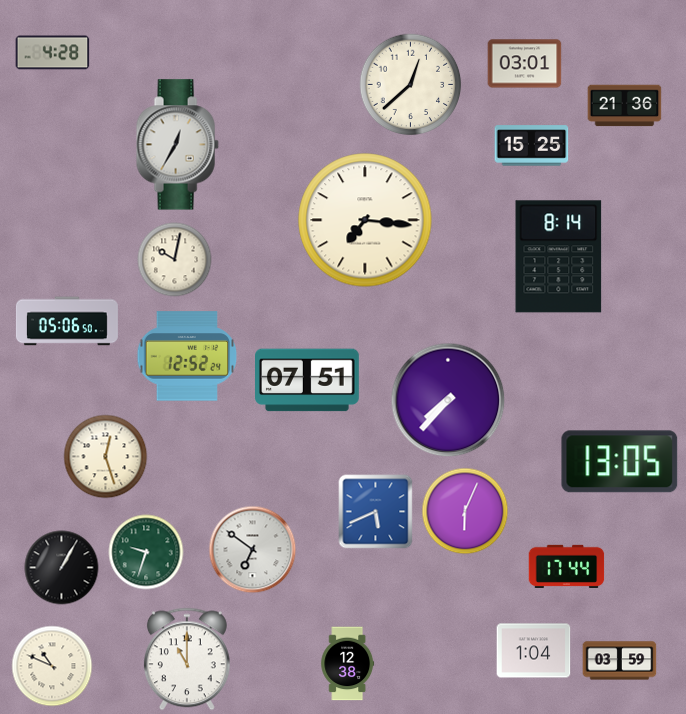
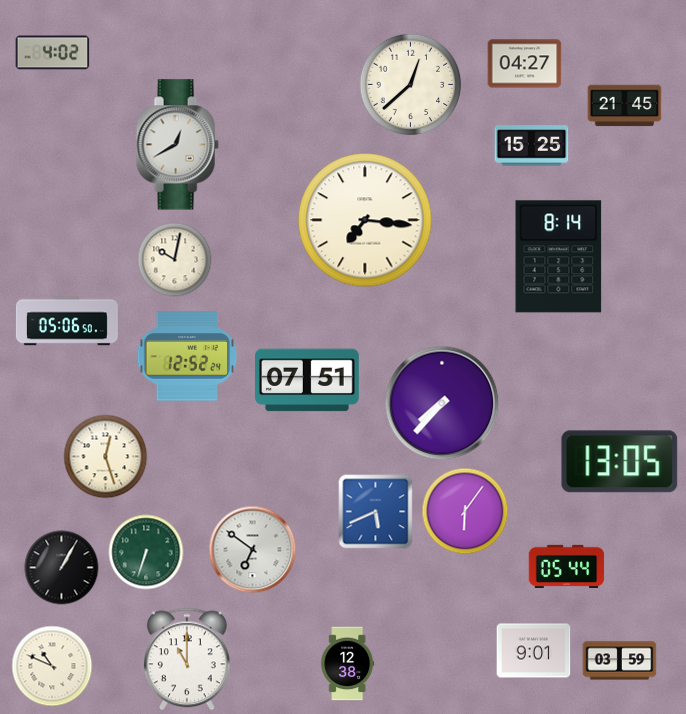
clock at (53, 53): 4:28 -> 4:02
clock at (525, 64): 03:01 -> 04:27
clock at (625, 106): 21:36 -> 21:45
clock at (177, 145): 12:35 -> 12:40
clock at (448, 400) position: (448, 400) -> (442, 403)
clock at (465, 511): 6:04 -> 6:06
clock at (146, 552): 9:33 -> 6:33
clock at (567, 566): 17:44 -> 05:44
clock at (534, 651): 1:04 -> 9:01
